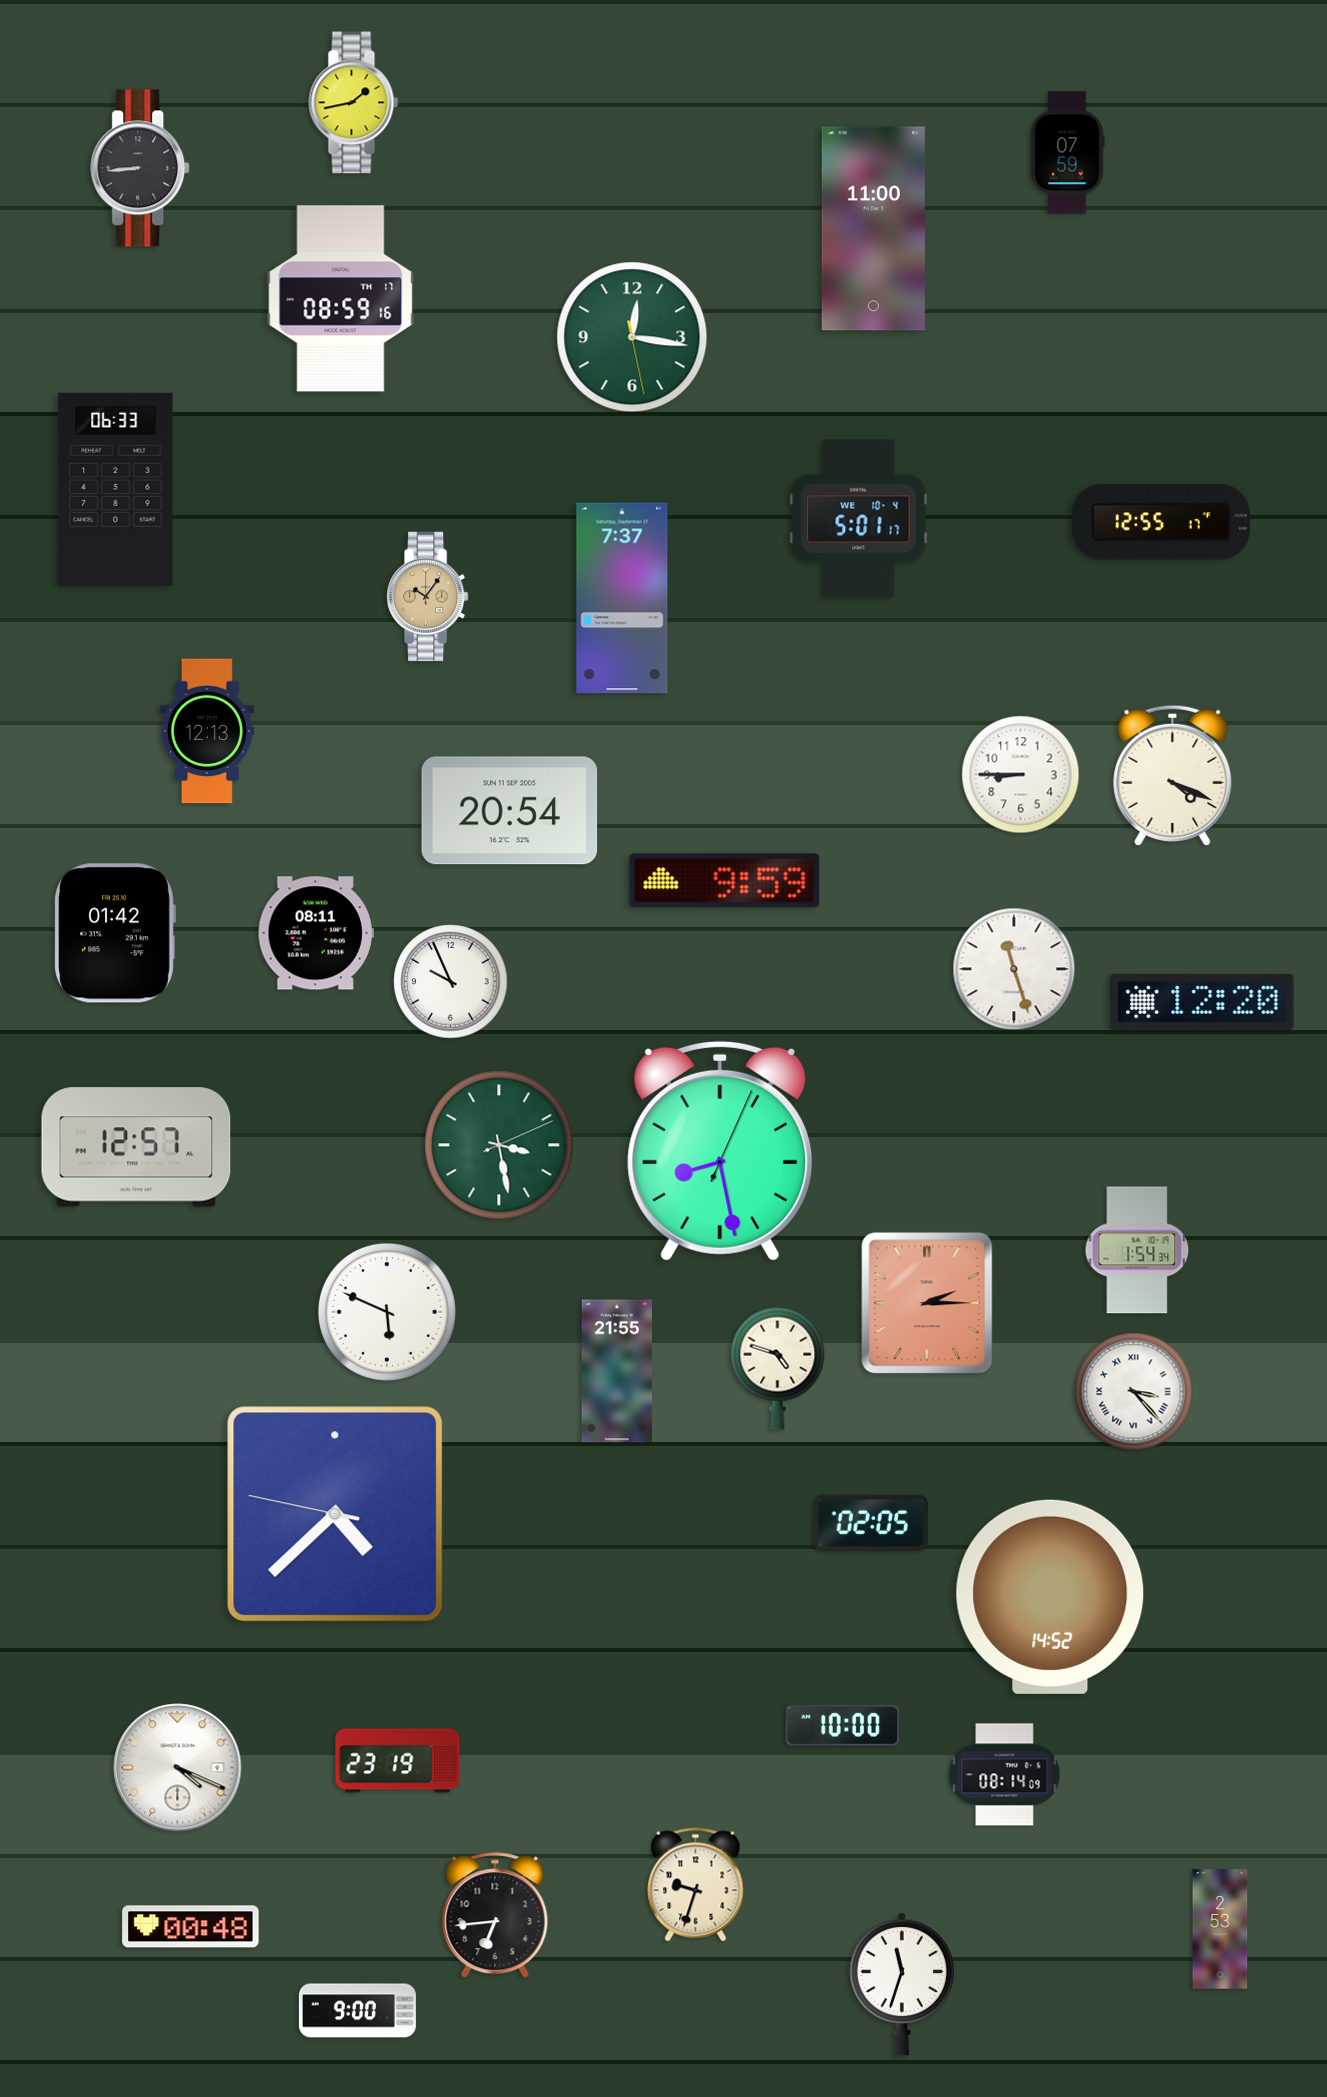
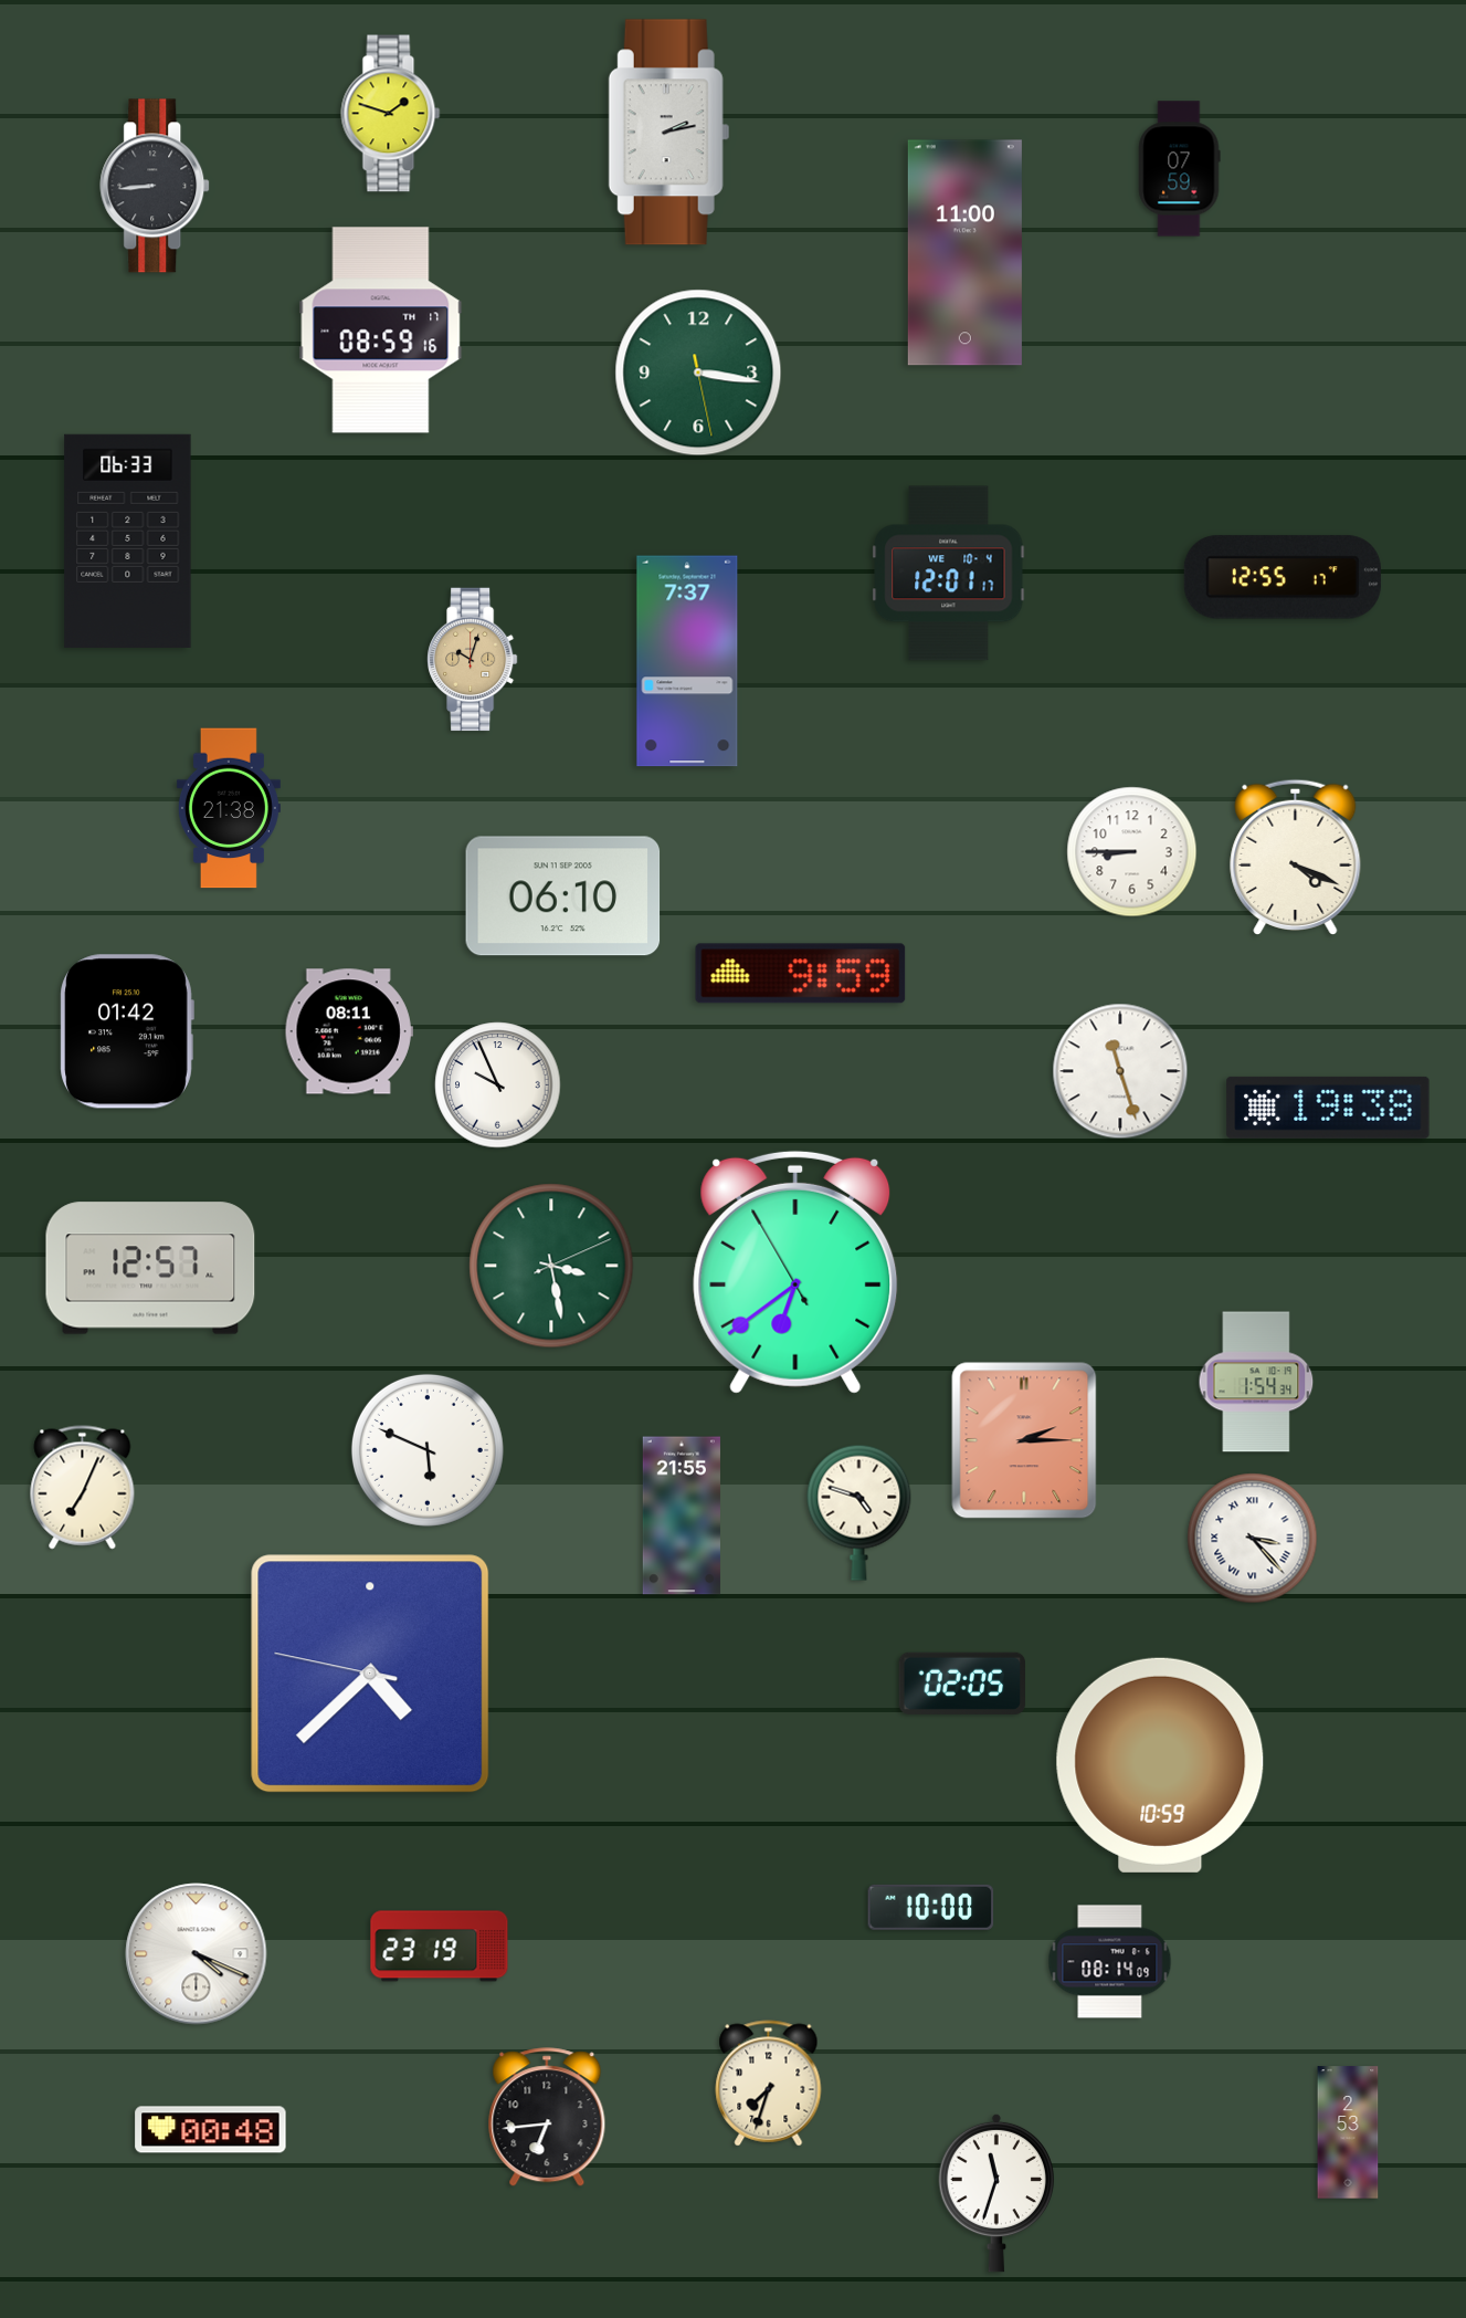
clock at (354, 103): 1:43 -> 1:48
clock at (668, 133): none -> 2:13
clock at (341, 299) position: (341, 299) -> (381, 331)
clock at (632, 337): 12:16 -> 3:16
clock at (859, 519): 5:01 -> 12:01
clock at (427, 597): 10:06 -> 10:03
clock at (207, 731): 12:13 -> 21:38
clock at (1021, 775) position: (1021, 775) -> (1132, 852)
clock at (510, 811): 20:54 -> 06:10
clock at (1202, 1002): 12:20 -> 19:38
clock at (720, 1151): 8:28 -> 6:38
clock at (83, 1488): none -> 7:04
clock at (1050, 1597): 14:52 -> 10:59
clock at (696, 1885): 9:33 -> 7:33
clock at (357, 2011): 9:00 -> none
